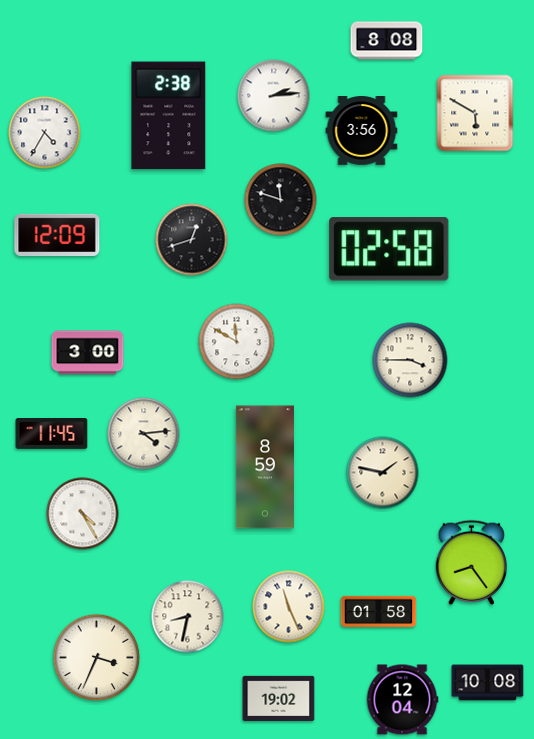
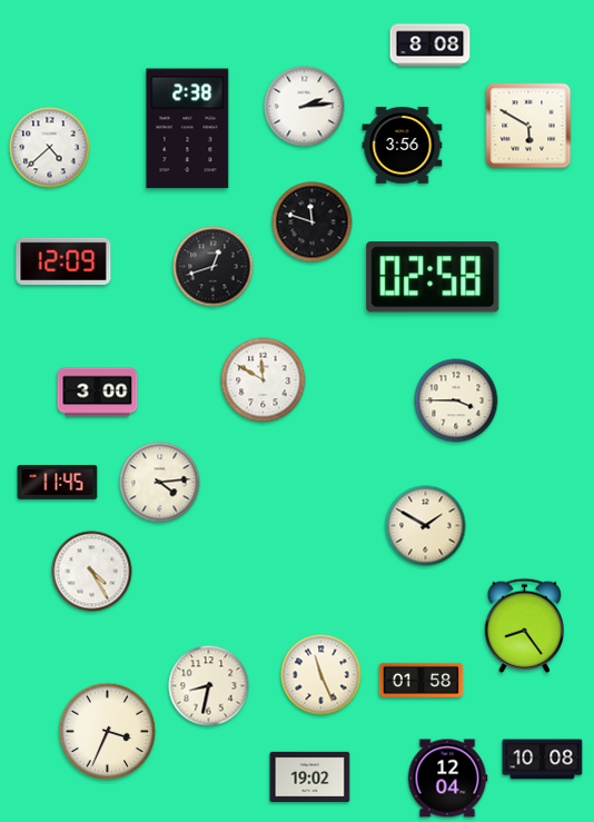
clock at (45, 133): 4:35 -> 4:38
clock at (265, 467): 8:59 -> none
clock at (383, 473): 1:47 -> 1:50
